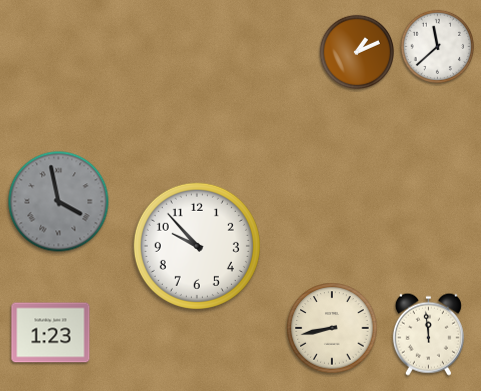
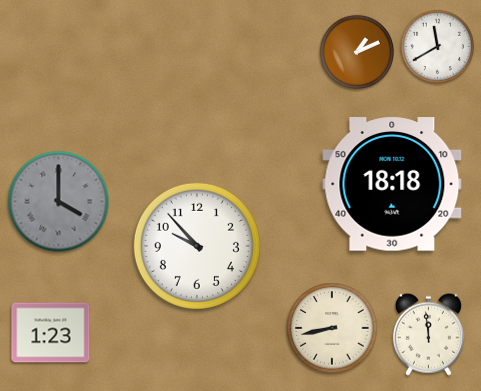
clock at (438, 47): 11:38 -> 11:40
clock at (392, 184): none -> 18:18
clock at (59, 202): 3:58 -> 4:00
